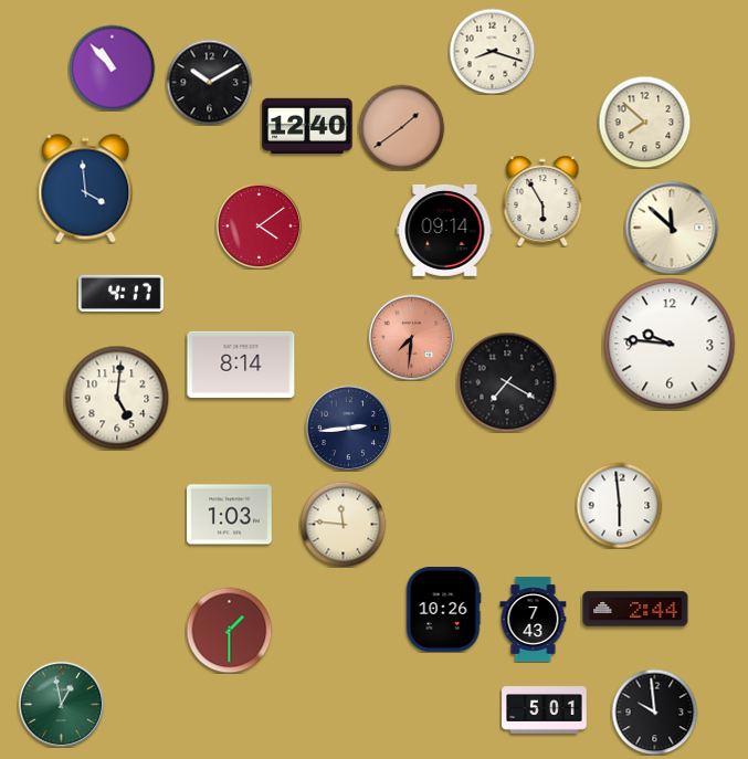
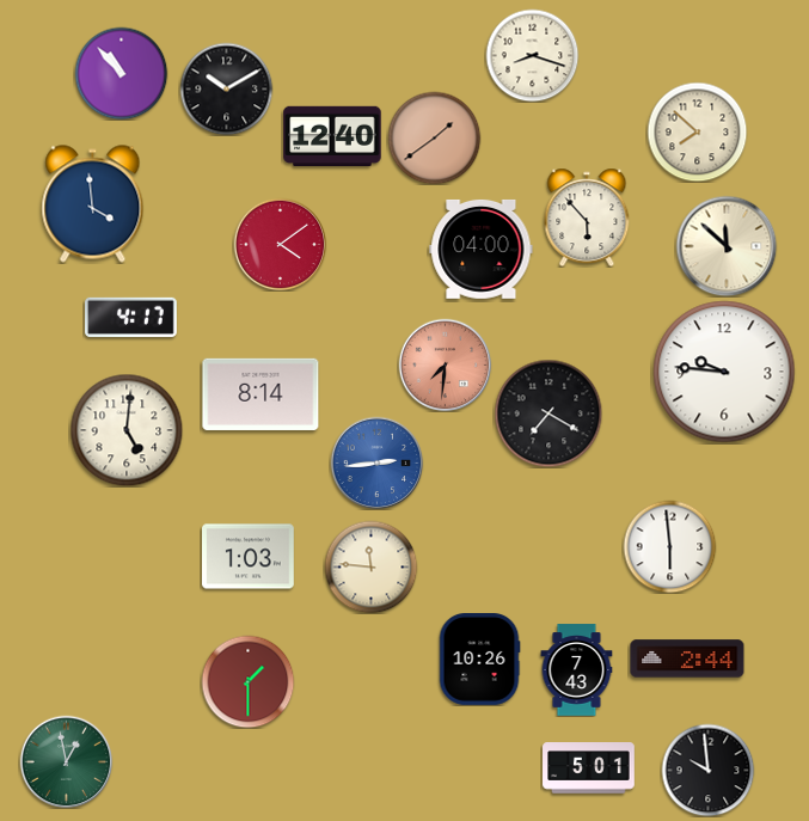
clock at (542, 201): 5:55 -> 5:53
clock at (445, 230): 09:14 -> 04:00
clock at (348, 428) dial: navy -> blue
